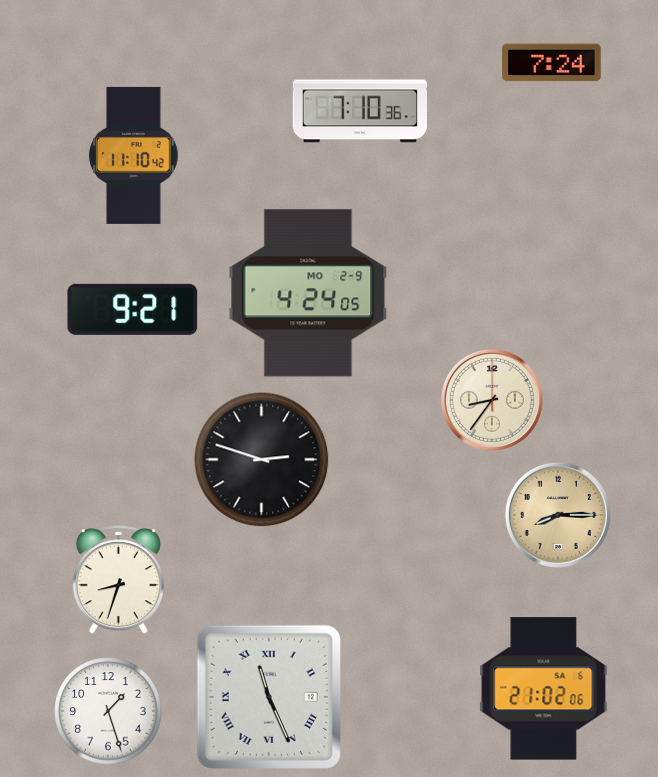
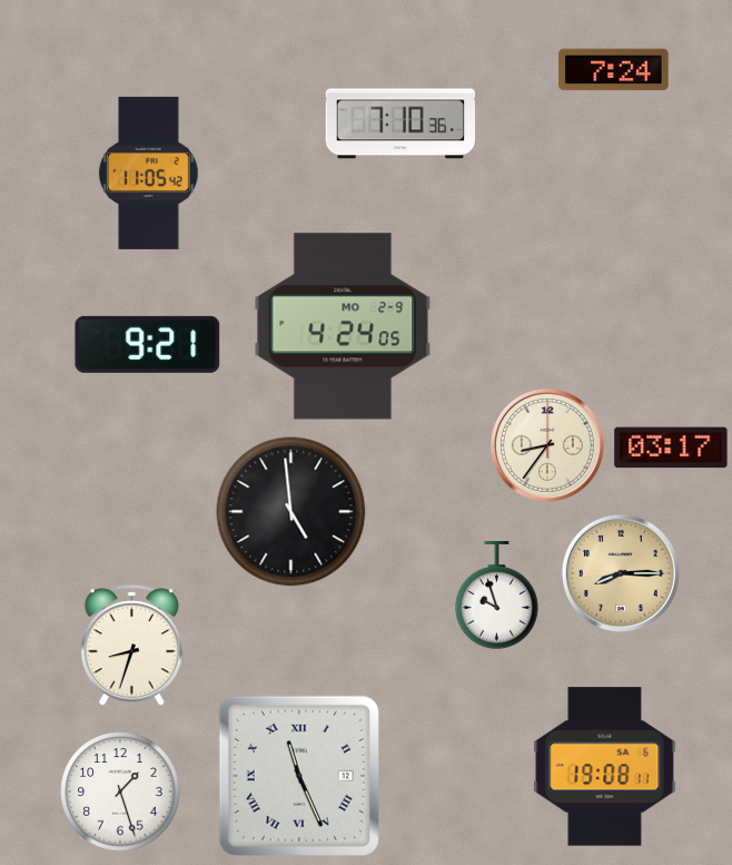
clock at (134, 155): 11:10 -> 11:05
clock at (671, 448): none -> 03:17
clock at (262, 460): 2:48 -> 4:59
clock at (496, 596): none -> 9:57
clock at (544, 689): 21:02 -> 19:08
